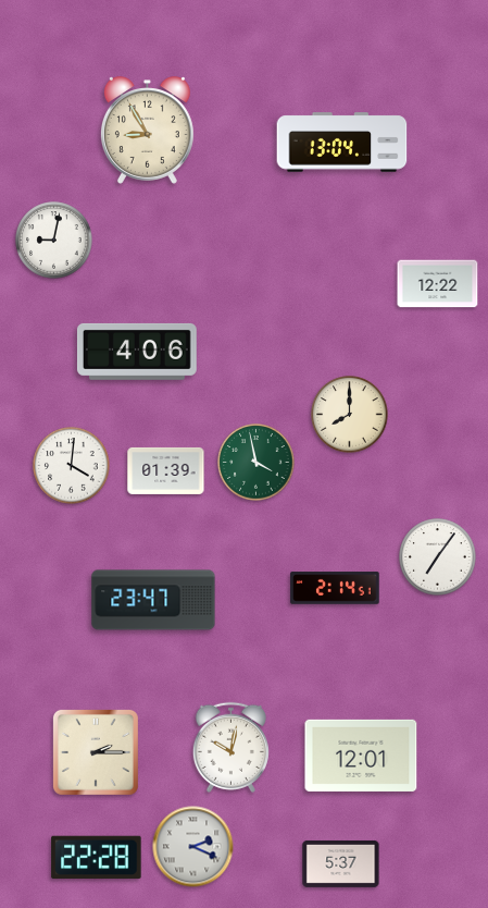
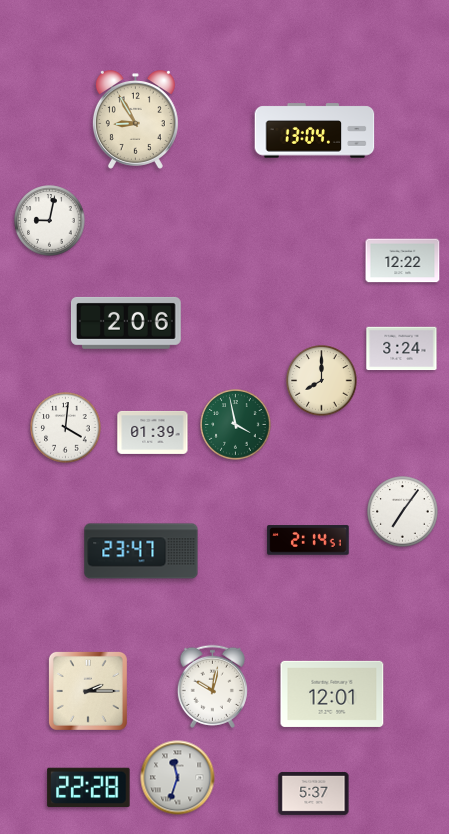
clock at (137, 352): 4:06 -> 2:06
clock at (402, 349): none -> 3:24
clock at (193, 847): 2:19 -> 11:33
